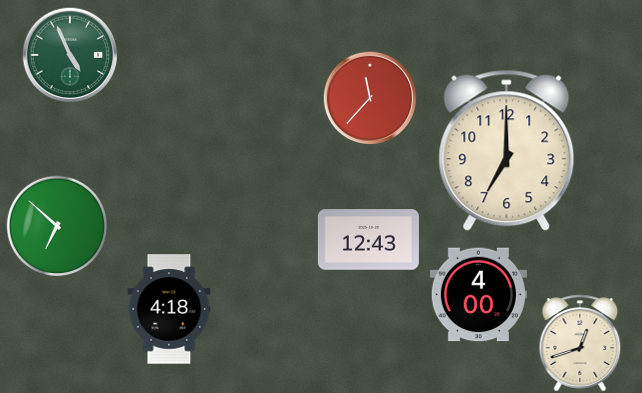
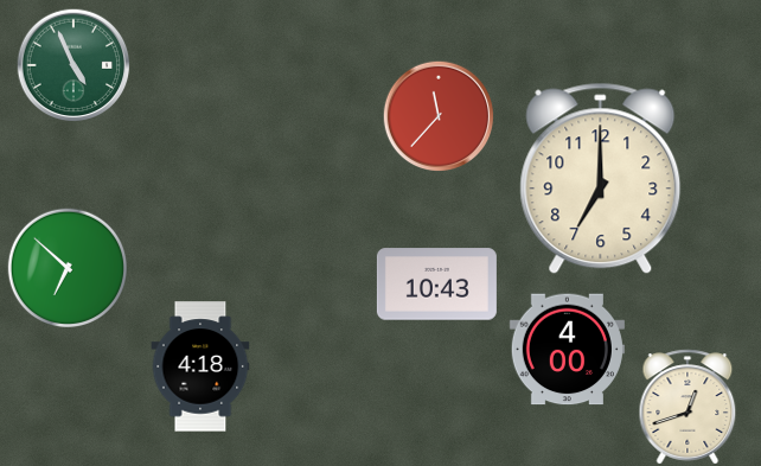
clock at (70, 55) position: (70, 55) -> (73, 65)
clock at (368, 240): 12:43 -> 10:43
